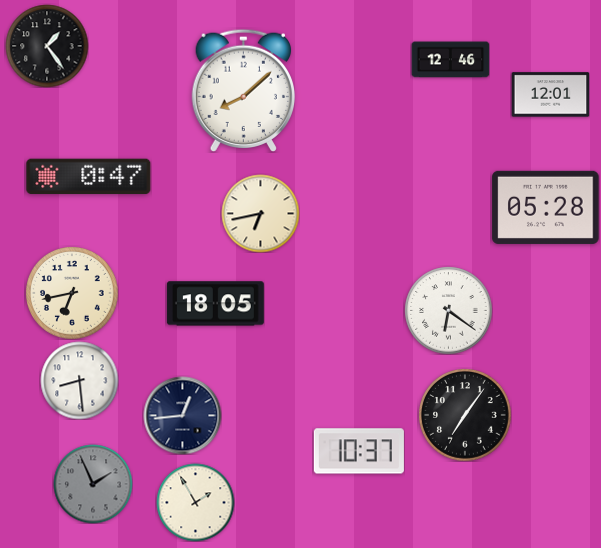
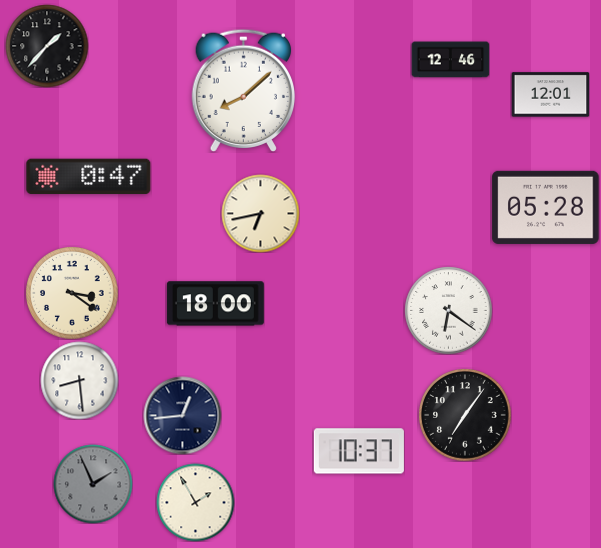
clock at (47, 46): 1:24 -> 1:37
clock at (72, 293): 6:43 -> 3:21
clock at (215, 304): 18:05 -> 18:00
